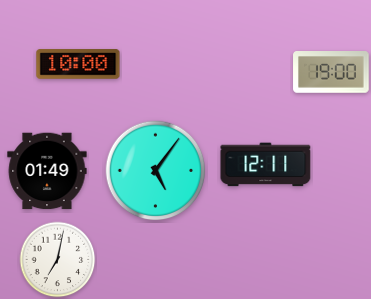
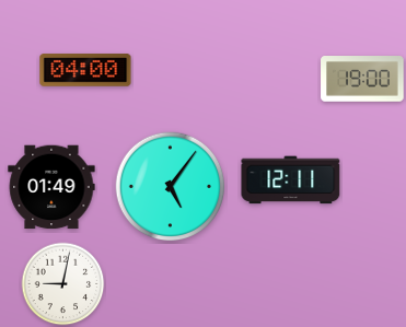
clock at (78, 64): 10:00 -> 04:00
clock at (58, 260): 7:02 -> 9:02
